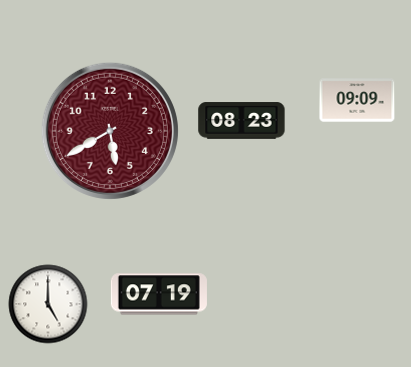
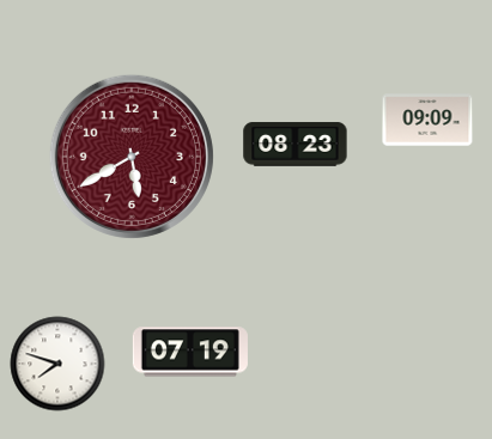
clock at (242, 121) position: (242, 121) -> (296, 145)
clock at (48, 304): 5:00 -> 7:48
